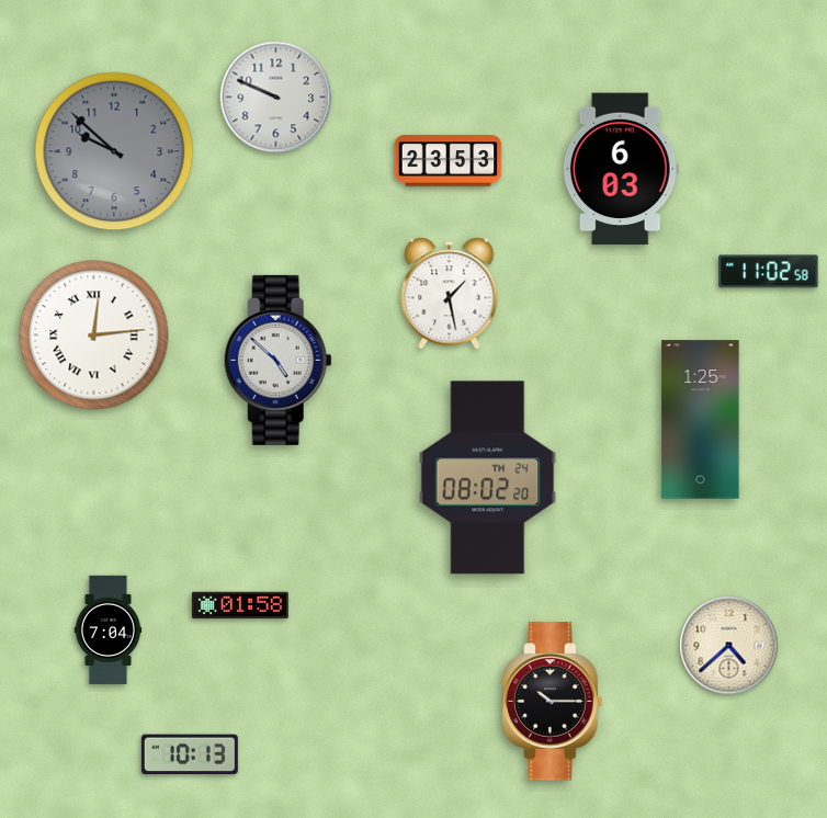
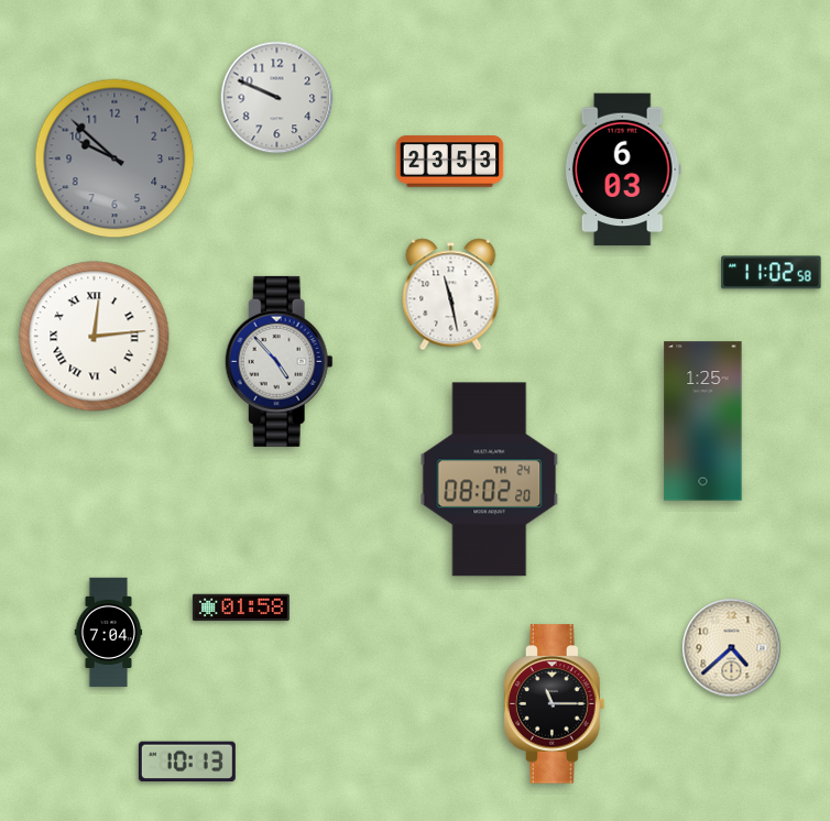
clock at (114, 151) position: (114, 151) -> (114, 158)
clock at (450, 294): 1:28 -> 11:28
clock at (277, 360): 4:52 -> 4:53
clock at (553, 702): 10:15 -> 11:15
clock at (190, 754) position: (190, 754) -> (187, 762)
